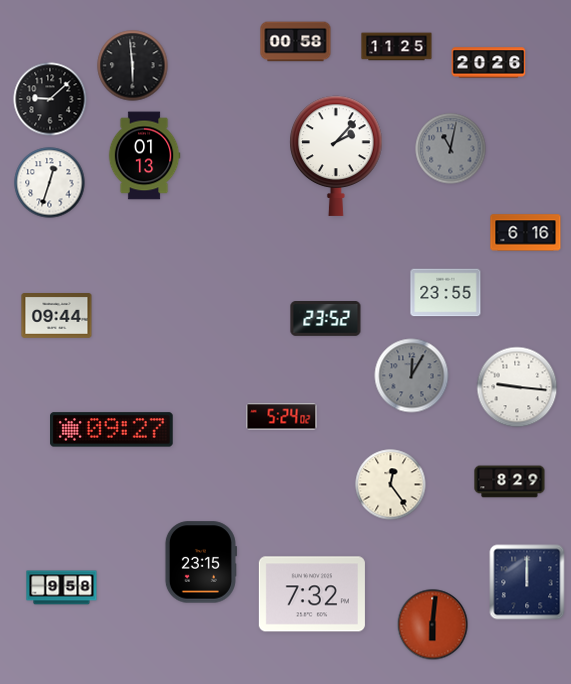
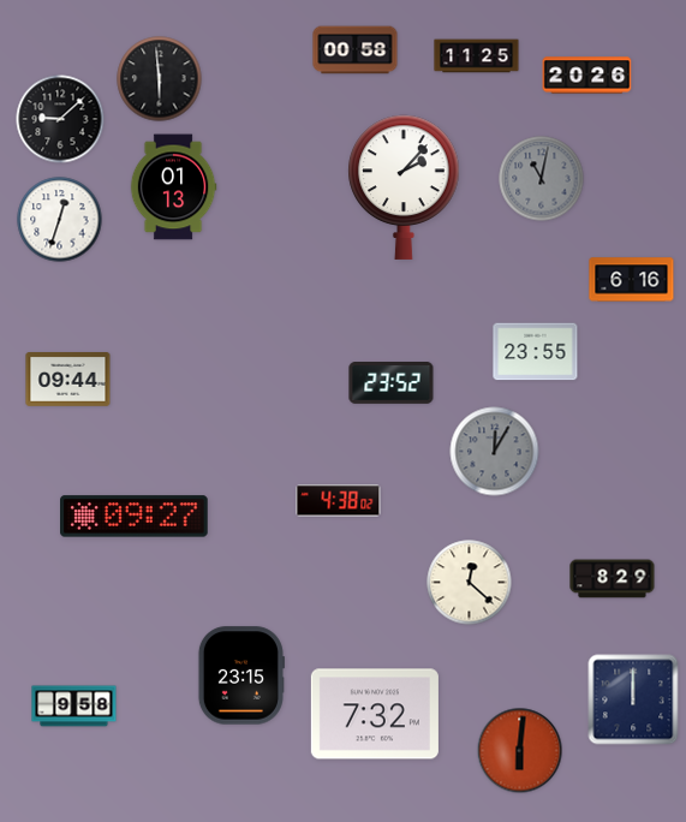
clock at (517, 387): 9:16 -> none
clock at (282, 417): 5:24 -> 4:38
clock at (391, 485): 12:24 -> 12:22
